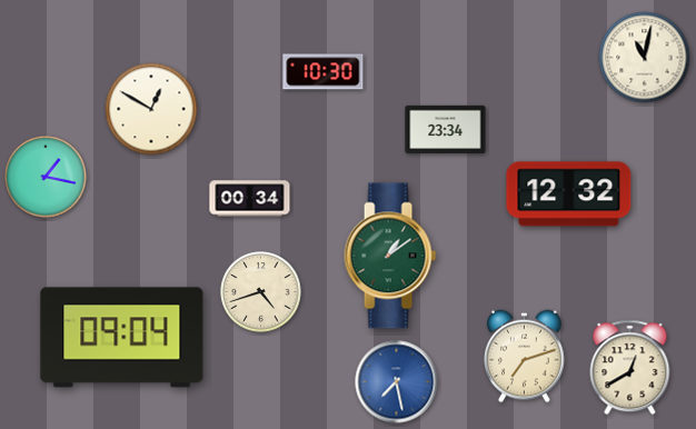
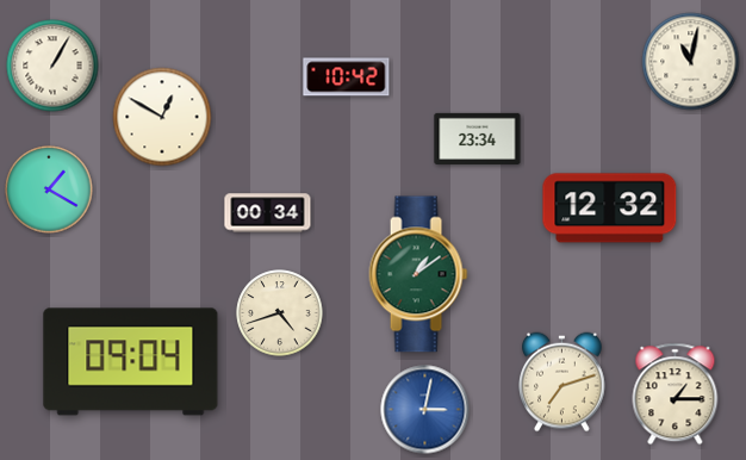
clock at (52, 66): none -> 1:05
clock at (324, 72): 10:30 -> 10:42
clock at (46, 177): 1:17 -> 1:20
clock at (630, 368): 12:40 -> 1:15
clock at (397, 382): 7:28 -> 3:02
